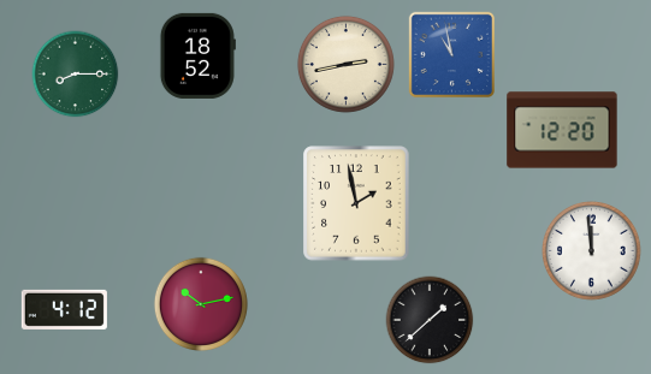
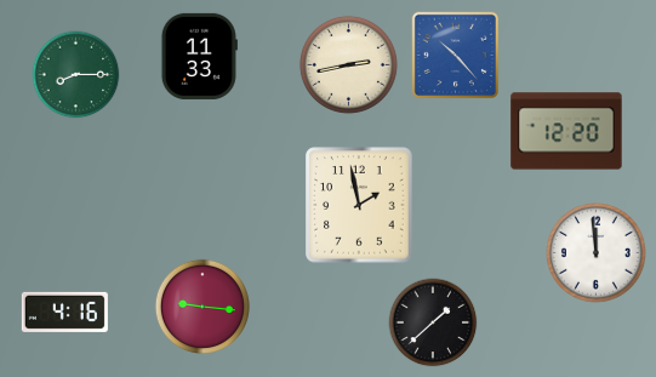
clock at (451, 54): 10:58 -> 10:23
clock at (197, 55): 18:52 -> 11:33
clock at (201, 304): 10:13 -> 9:16
clock at (64, 309): 4:12 -> 4:16
